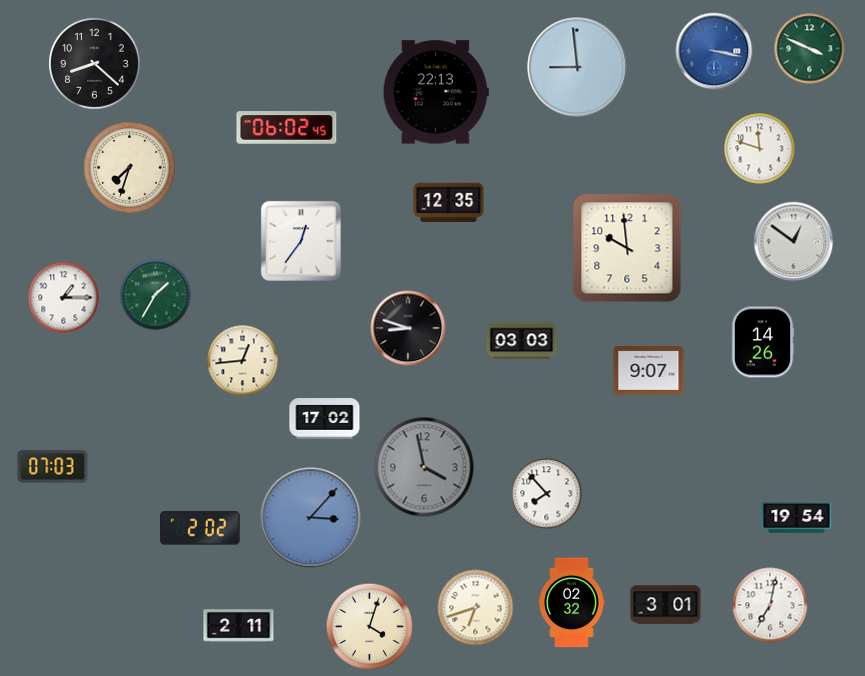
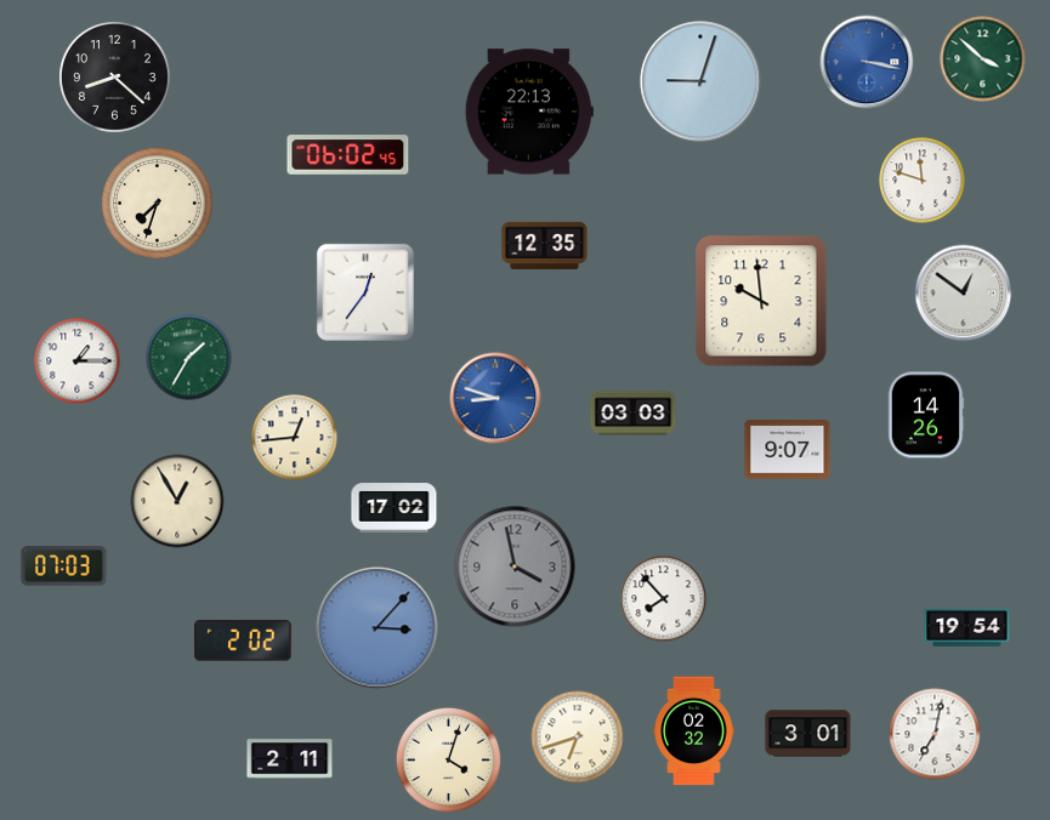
clock at (810, 49): 3:49 -> 3:52
clock at (577, 67): 8:59 -> 9:03
clock at (408, 328) dial: black -> blue
clock at (177, 501): none -> 12:55
